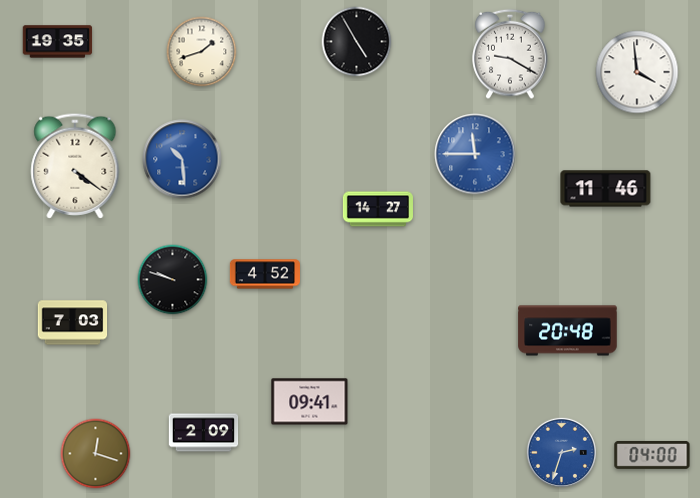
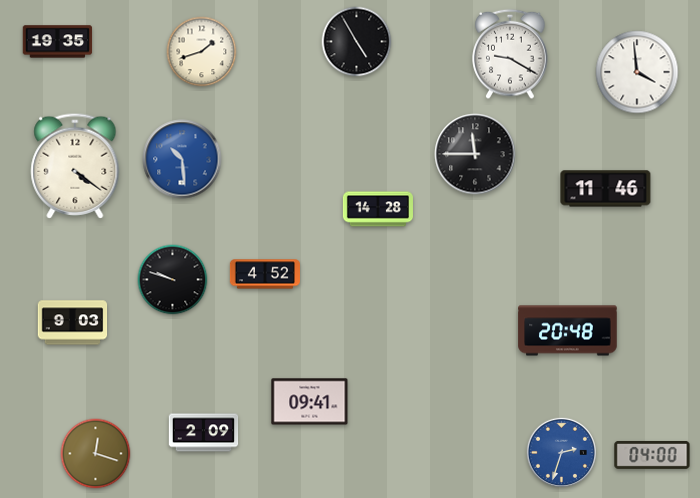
clock at (475, 154) dial: blue -> black
clock at (378, 209): 14:27 -> 14:28
clock at (73, 323): 7:03 -> 9:03
